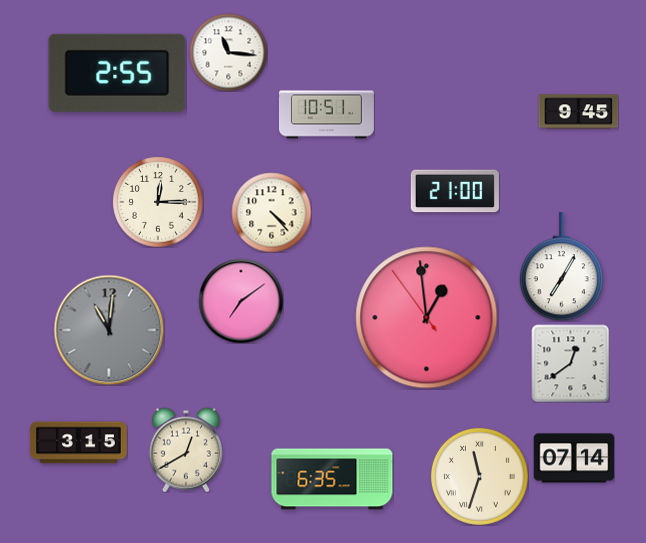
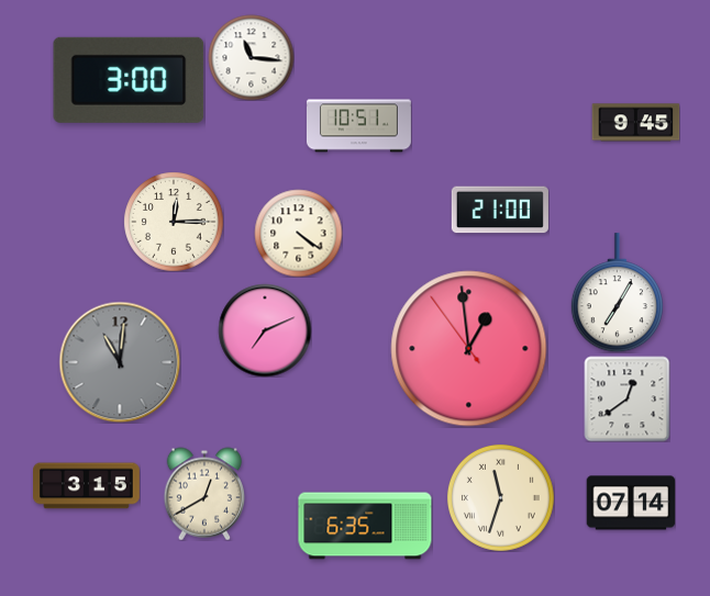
clock at (117, 73): 2:55 -> 3:00
clock at (271, 212): 4:23 -> 4:21
clock at (241, 301): 7:09 -> 7:11
clock at (479, 476) position: (479, 476) -> (500, 497)
